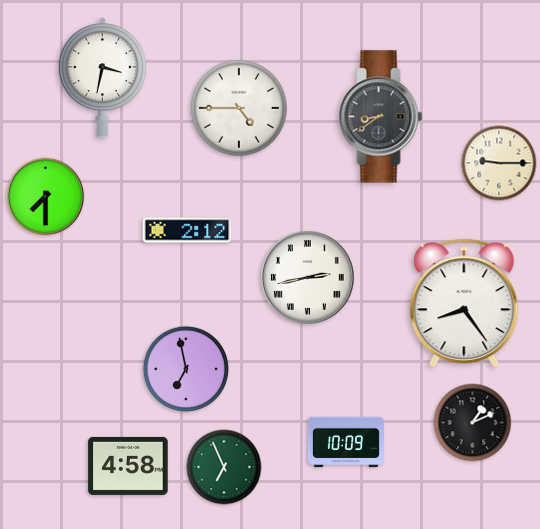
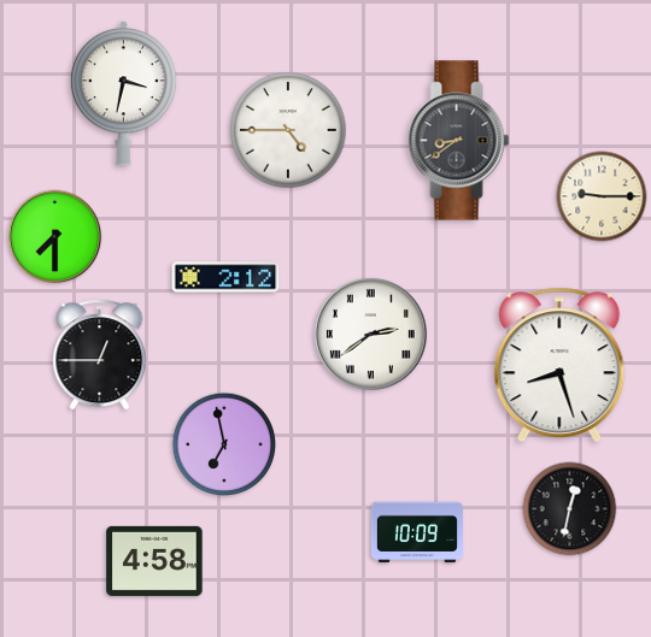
clock at (307, 277): 2:43 -> 2:39
clock at (100, 355): none -> 12:45
clock at (464, 303): 8:24 -> 8:27
clock at (473, 423): 1:11 -> 12:32
clock at (224, 467): 6:56 -> none
